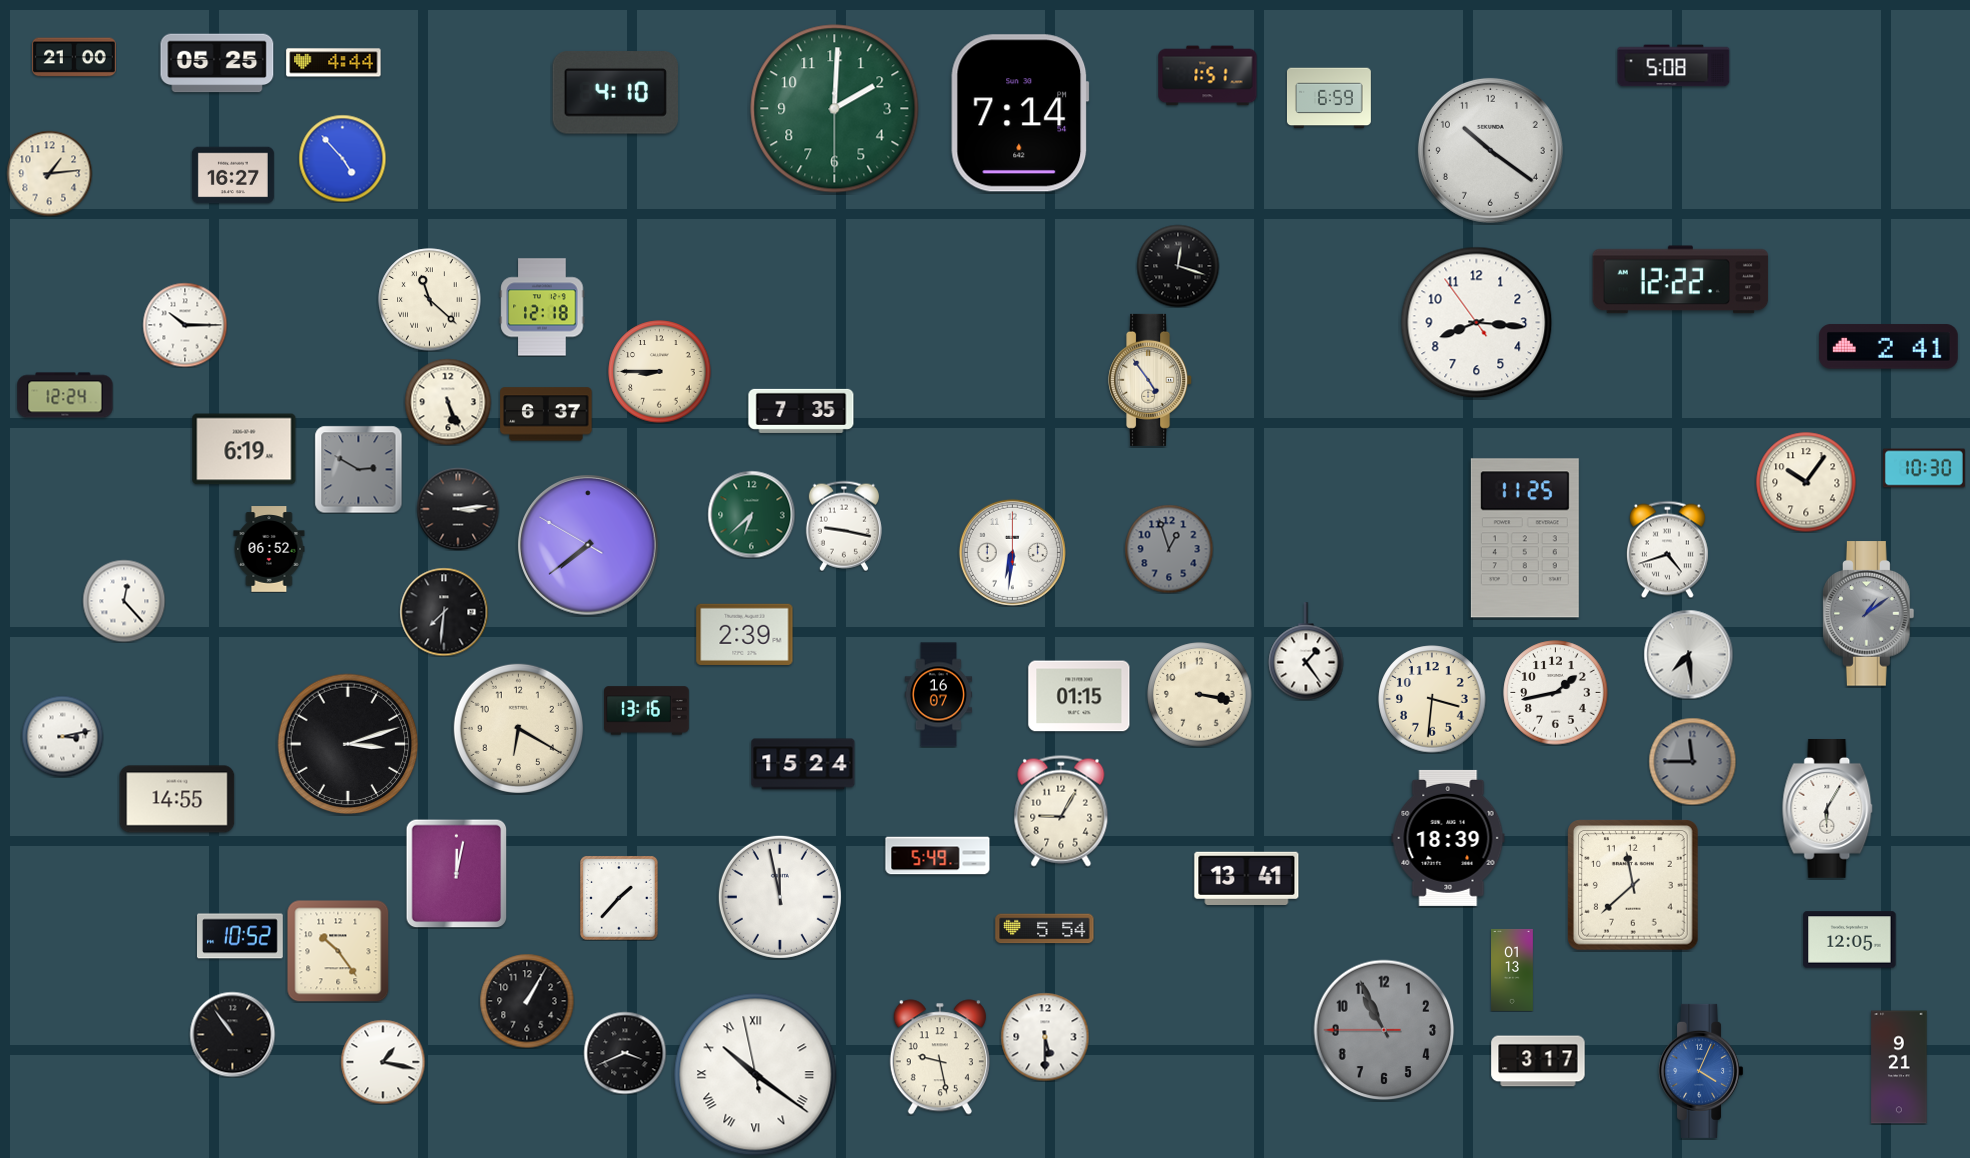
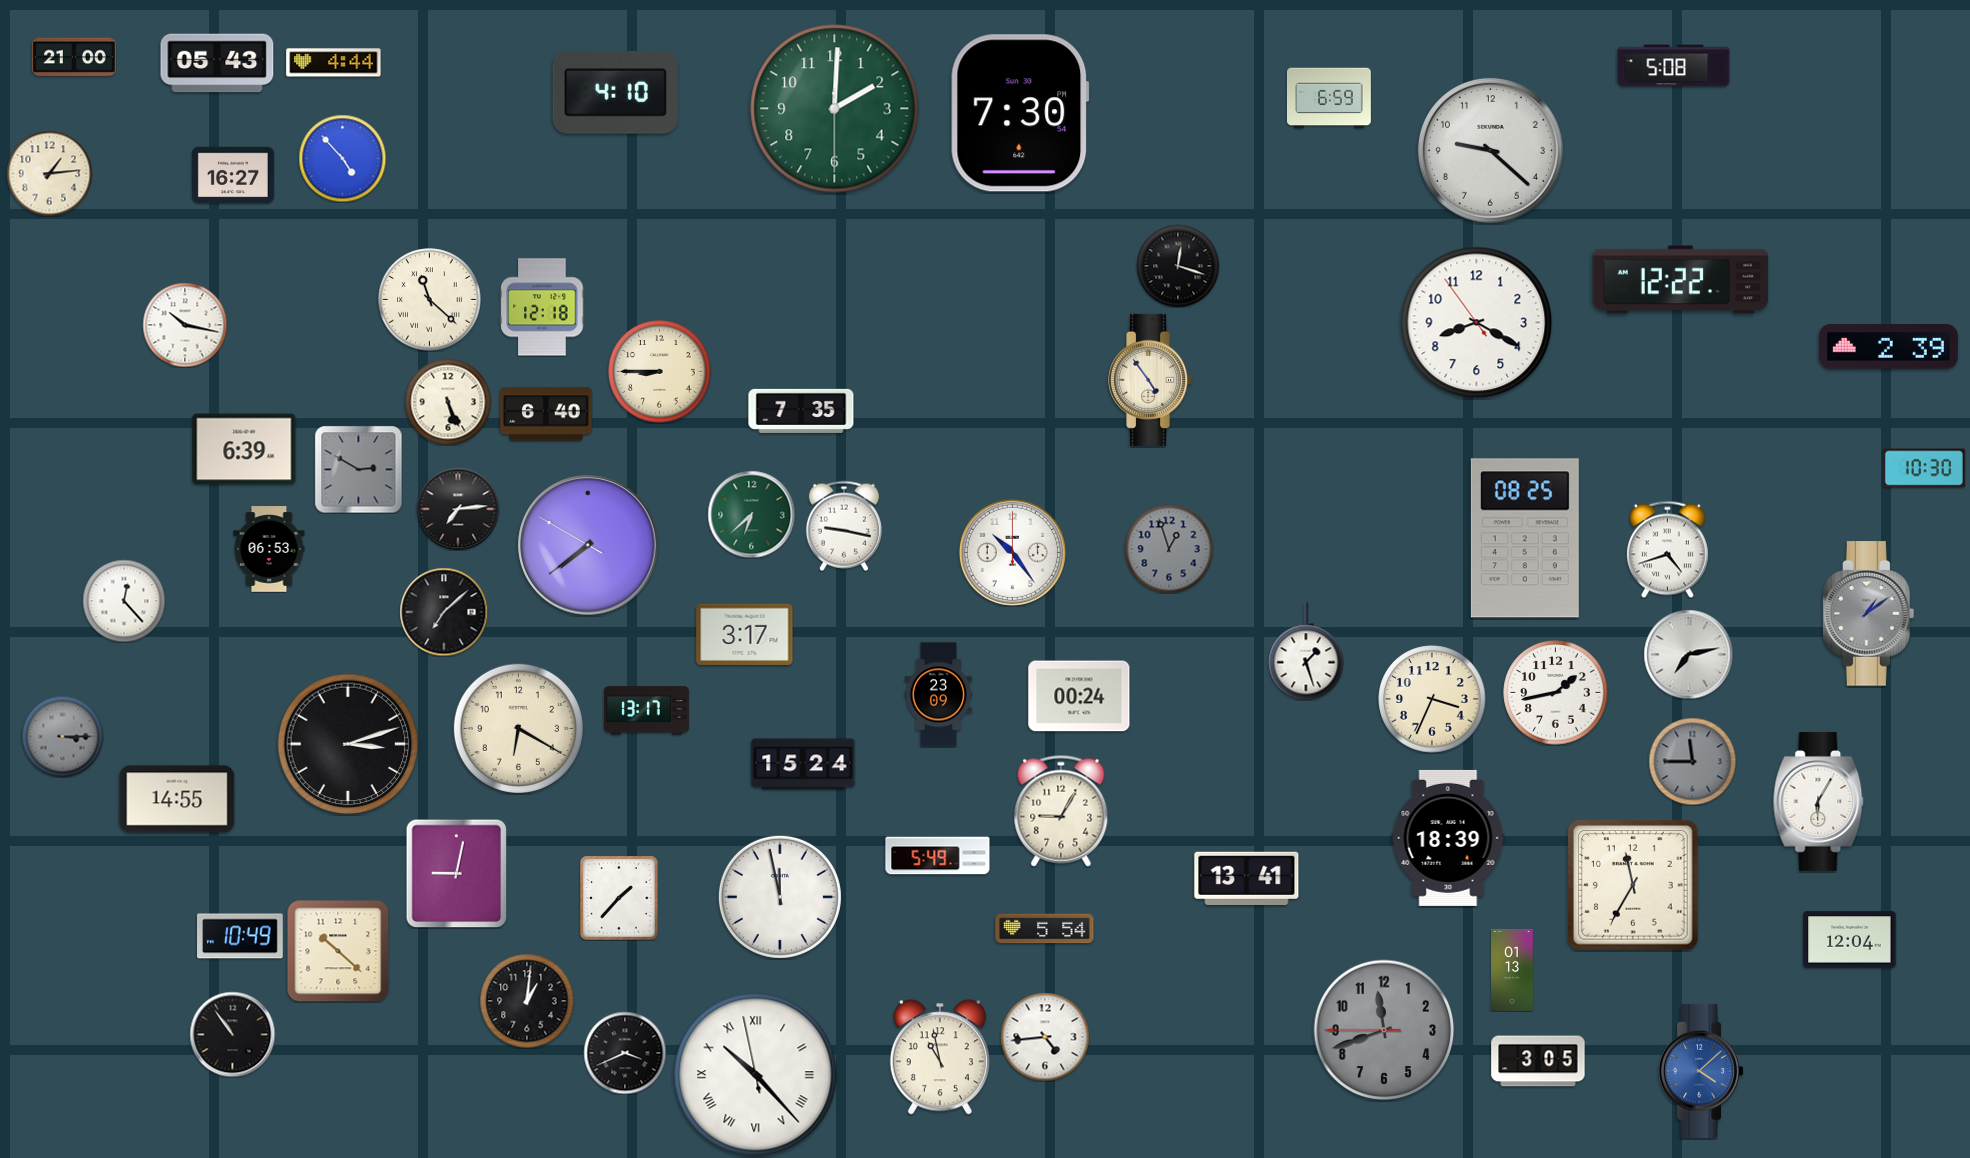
clock at (217, 63): 05:25 -> 05:43
clock at (1208, 76): 1:51 -> none
clock at (1020, 113): 7:14 -> 7:30
clock at (1490, 150): 10:21 -> 9:22
clock at (1477, 323): 8:15 -> 8:19
clock at (185, 325): 10:15 -> 10:17
clock at (1888, 347): 2:41 -> 2:39
clock at (65, 395): 12:24 -> none
clock at (546, 414): 6:37 -> 6:40
clock at (244, 449): 6:19 -> 6:39
clock at (1806, 482): 10:06 -> none
clock at (458, 509): 3:14 -> 7:14
clock at (1525, 538): 11:25 -> 08:25
clock at (269, 549): 06:52 -> 06:53
clock at (1012, 552): 6:31 -> 10:24
clock at (444, 612): 7:31 -> 7:08
clock at (745, 634): 2:39 -> 3:17
clock at (1306, 651): 1:24 -> 1:27
clock at (1688, 654): 7:29 -> 7:13
clock at (939, 695): 16:07 -> 23:09
clock at (1200, 695): 3:17 -> none
clock at (1079, 696): 01:15 -> 00:24
clock at (1432, 699): 3:31 -> 3:34
clock at (647, 711): 13:16 -> 13:17
clock at (62, 736): 3:13 -> 3:15
clock at (62, 736) dial: white -> grey
clock at (1828, 808) position: (1828, 808) -> (1819, 801)
clock at (457, 873): 12:02 -> 9:02
clock at (1633, 885): 11:38 -> 11:35
clock at (241, 936): 10:52 -> 10:49
clock at (1850, 940): 12:05 -> 12:04
clock at (338, 951): 10:24 -> 10:22
clock at (527, 1001): 1:05 -> 1:01
clock at (1384, 1030): 10:55 -> 11:41
clock at (1045, 1037): 5:30 -> 4:44
clock at (940, 1057): 9:28 -> 10:58
clock at (1538, 1061): 3:17 -> 3:05
clock at (383, 1062): 1:17 -> none
clock at (1899, 1067): 9:21 -> none
clock at (1701, 1071): 4:04 -> 4:08
clock at (756, 1075): 10:20 -> 10:22
